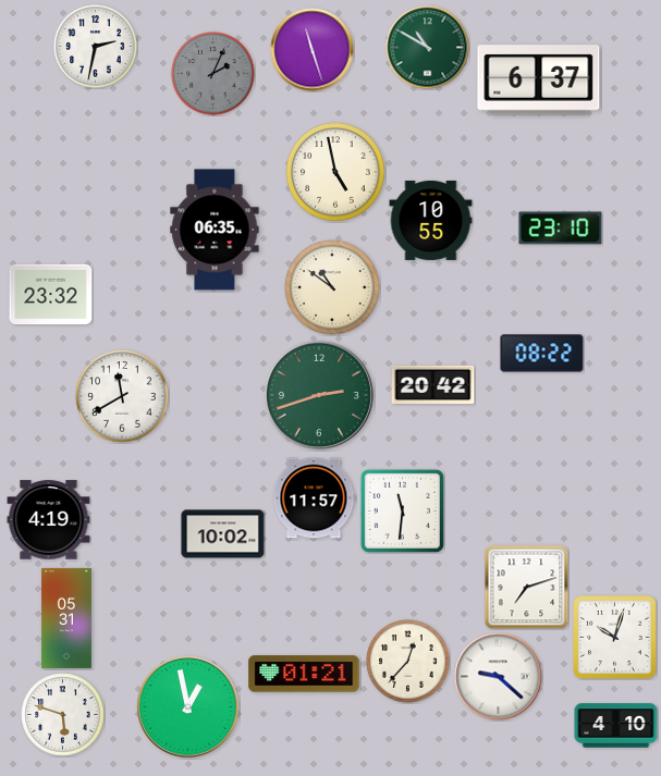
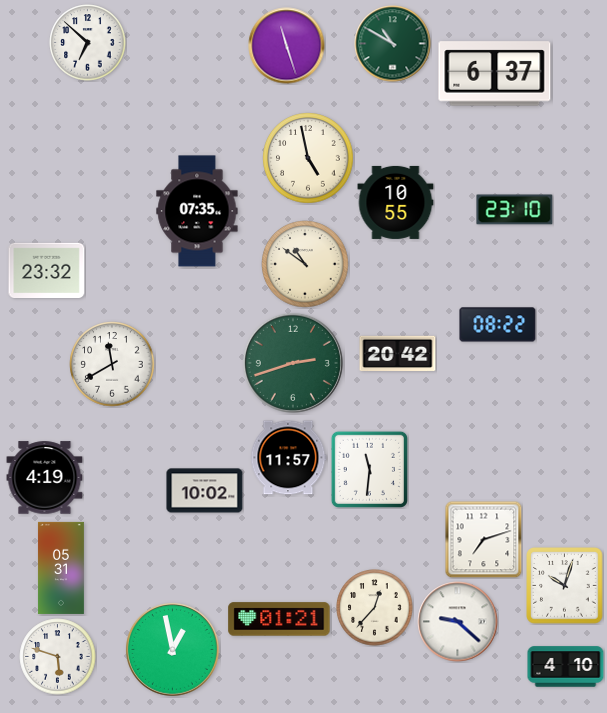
clock at (96, 47): 2:32 -> 6:52
clock at (213, 74): 2:04 -> none
clock at (215, 230): 06:35 -> 07:35
